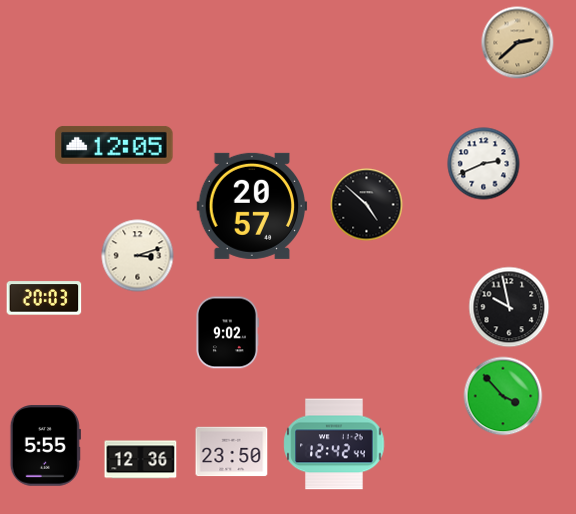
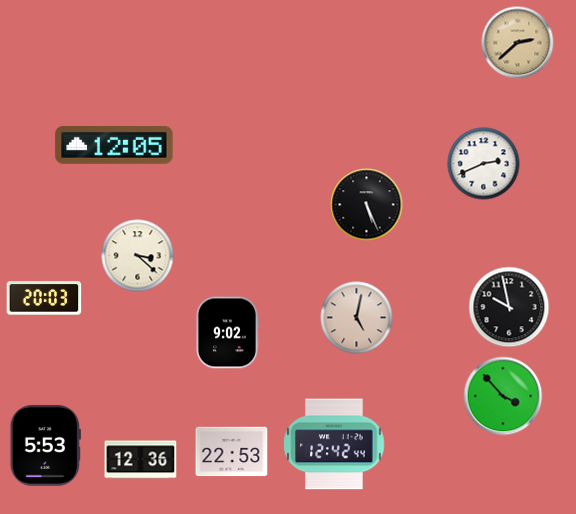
clock at (367, 205): 4:52 -> 5:26
clock at (252, 206): 20:57 -> none
clock at (138, 256): 3:12 -> 3:22
clock at (357, 318): none -> 5:02
clock at (45, 446): 5:55 -> 5:53
clock at (232, 452): 23:50 -> 22:53
